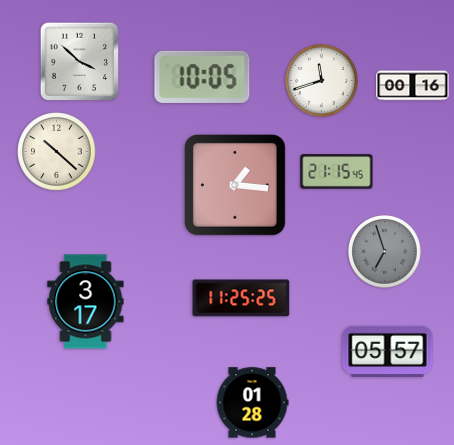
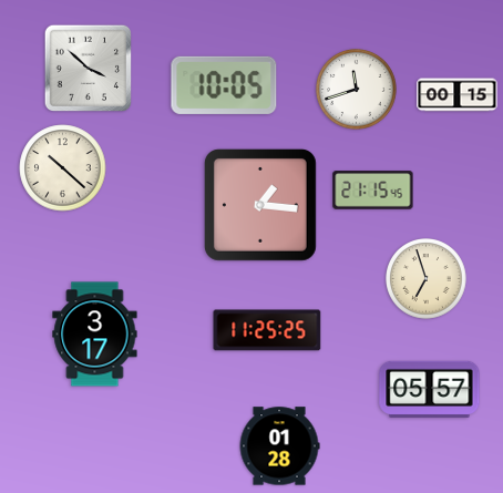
clock at (413, 86): 00:16 -> 00:15
clock at (385, 252) dial: grey -> cream
